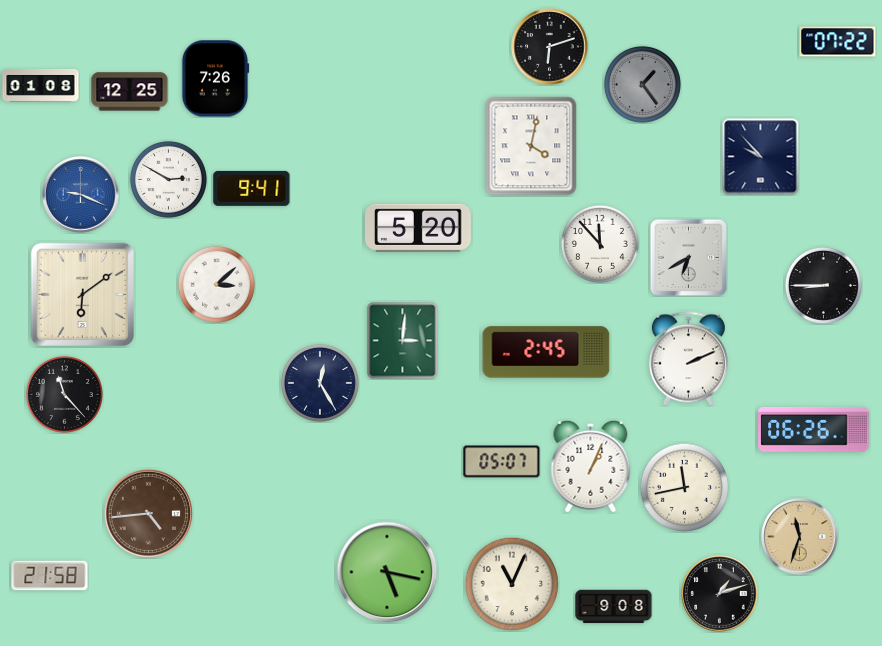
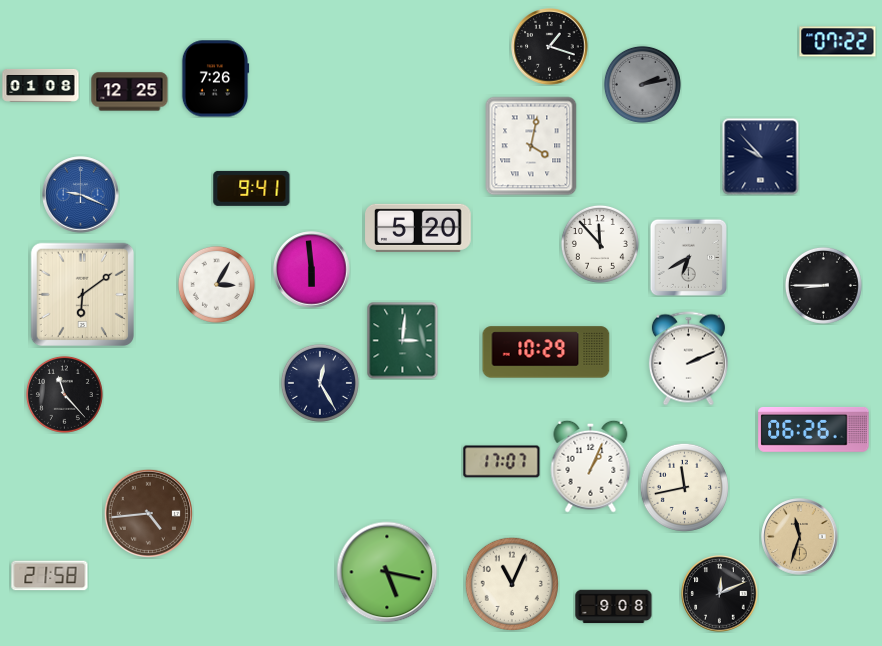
clock at (550, 47): 6:12 -> 1:18
clock at (642, 84): 1:24 -> 2:13
clock at (168, 179): 2:50 -> none
clock at (312, 270): none -> 5:59
clock at (216, 284): 3:08 -> 3:05
clock at (546, 352): 2:45 -> 10:29
clock at (502, 462): 05:07 -> 17:07
clock at (720, 594): 1:12 -> 12:11
